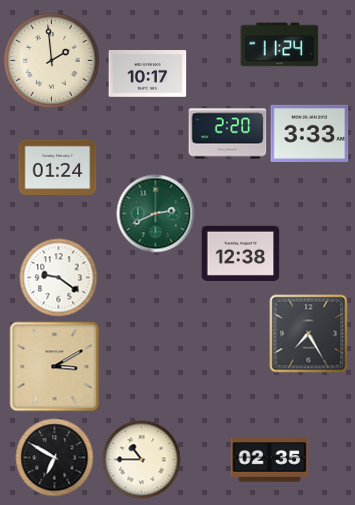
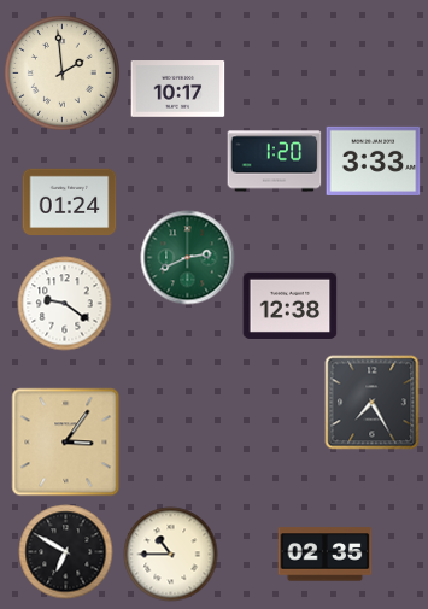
clock at (279, 45): 11:24 -> none
clock at (227, 134): 2:20 -> 1:20
clock at (58, 277) position: (58, 277) -> (64, 303)
clock at (54, 366): 3:10 -> 3:06
